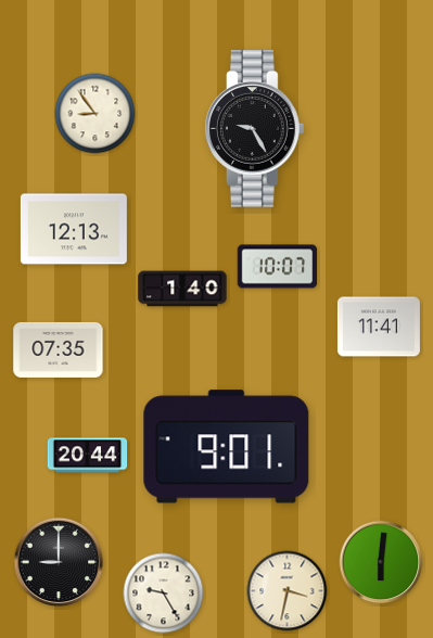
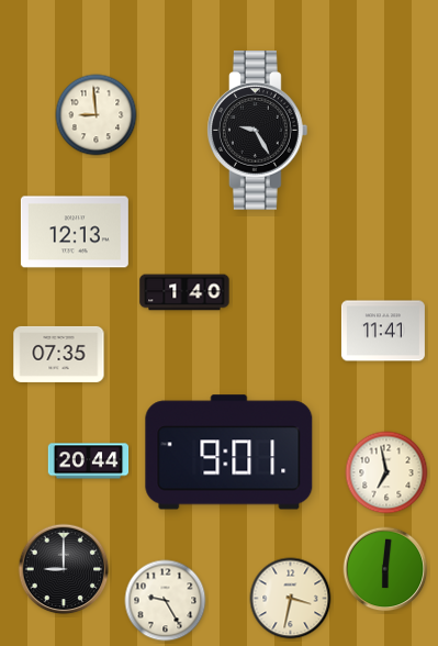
clock at (95, 114): 8:54 -> 8:59
clock at (278, 267): 10:07 -> none
clock at (386, 472): none -> 6:58
clock at (59, 562) position: (59, 562) -> (64, 569)
